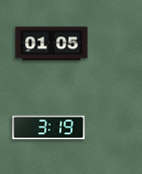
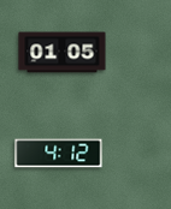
clock at (49, 128): 3:19 -> 4:12
